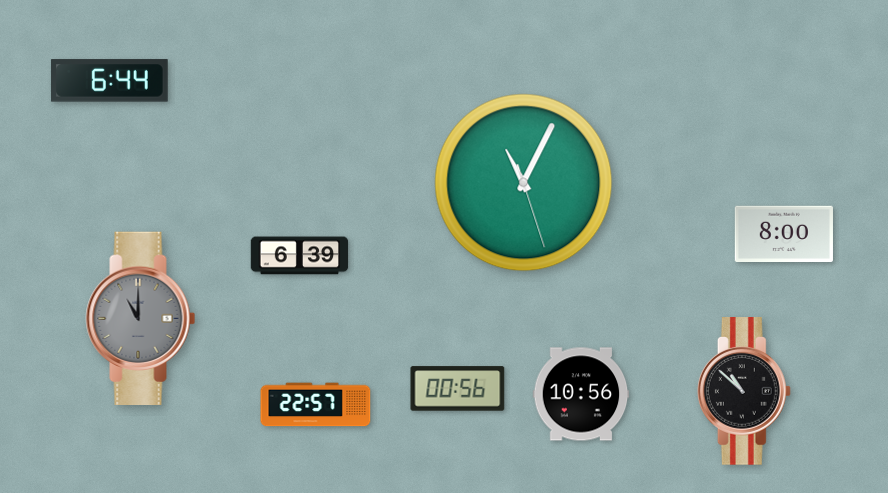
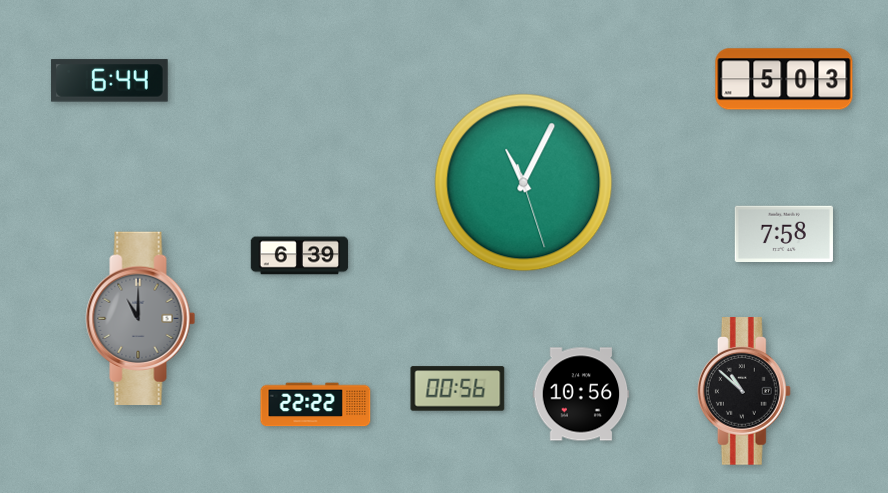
clock at (784, 79): none -> 5:03
clock at (784, 233): 8:00 -> 7:58
clock at (316, 405): 22:57 -> 22:22
